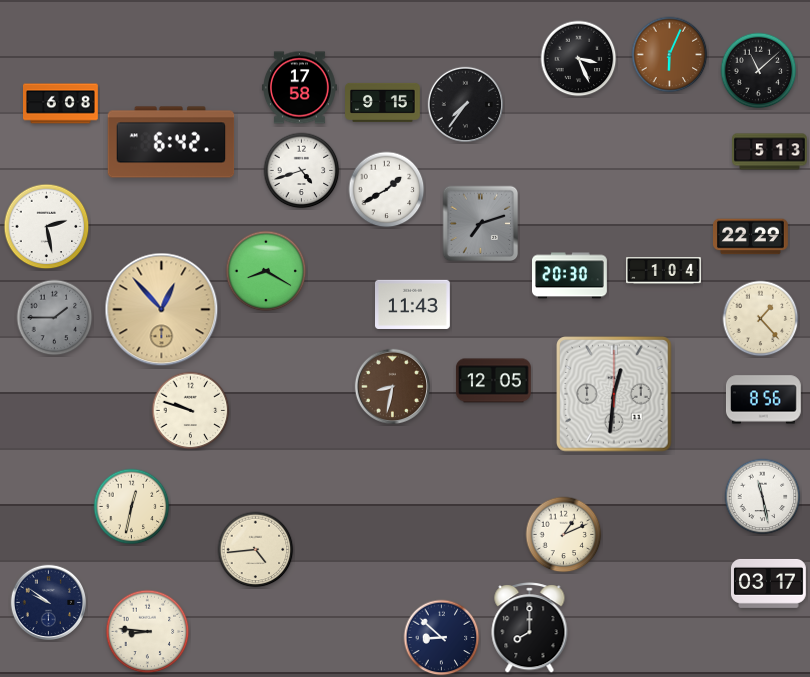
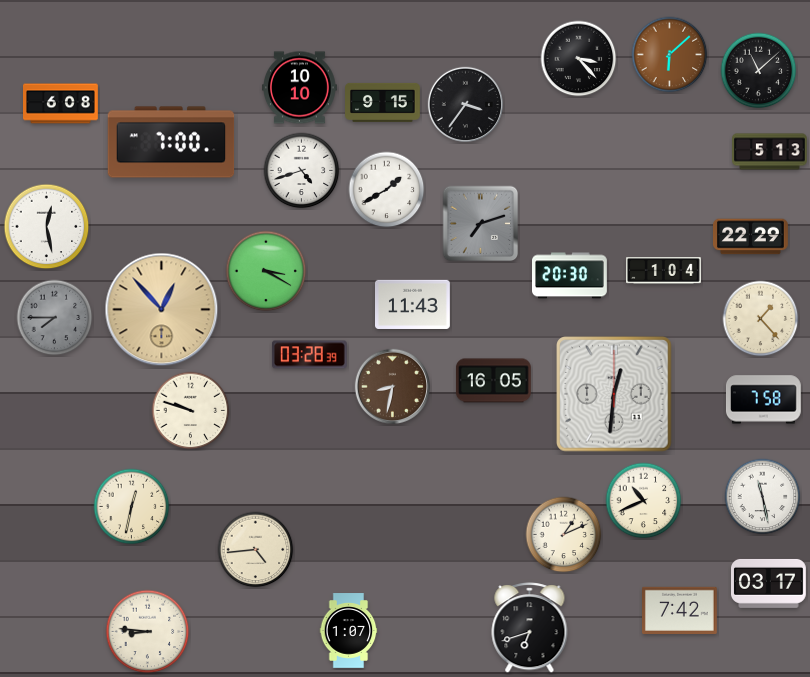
clock at (670, 55): 6:04 -> 6:08
clock at (579, 59): 3:26 -> 3:23
clock at (300, 88): 17:58 -> 10:10
clock at (465, 104): 7:36 -> 3:36
clock at (171, 142): 6:42 -> 7:00
clock at (47, 227): 2:28 -> 12:28
clock at (266, 271): 8:20 -> 3:20
clock at (55, 318): 1:45 -> 7:45
clock at (309, 355): none -> 03:28
clock at (493, 381): 12:05 -> 16:05
clock at (764, 400): 8:56 -> 7:58
clock at (644, 501): none -> 10:41
clock at (48, 602): 9:51 -> none
clock at (680, 610): none -> 7:42
clock at (530, 628): 8:00 -> 6:42
clock at (349, 631): none -> 1:07
clock at (442, 638): 8:52 -> none
